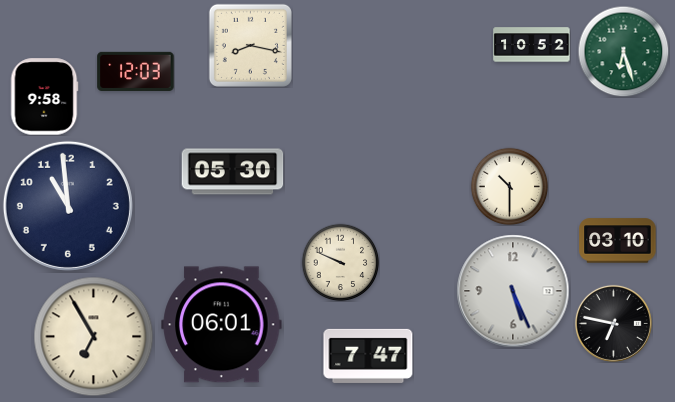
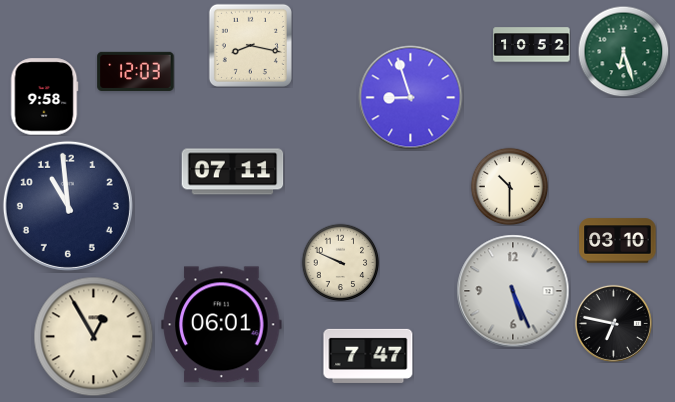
clock at (411, 98): none -> 8:57
clock at (233, 172): 05:30 -> 07:11
clock at (94, 337): 6:55 -> 12:55
